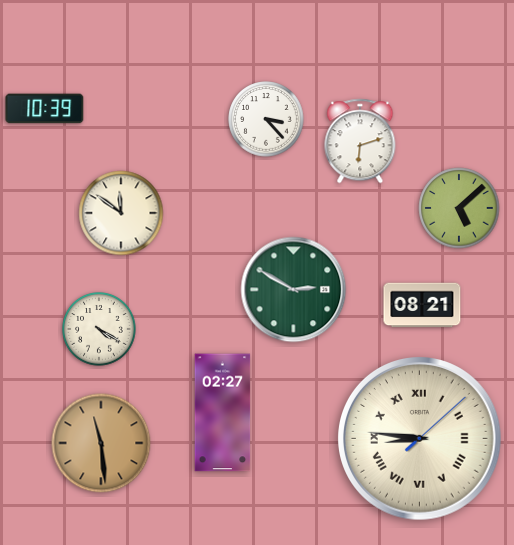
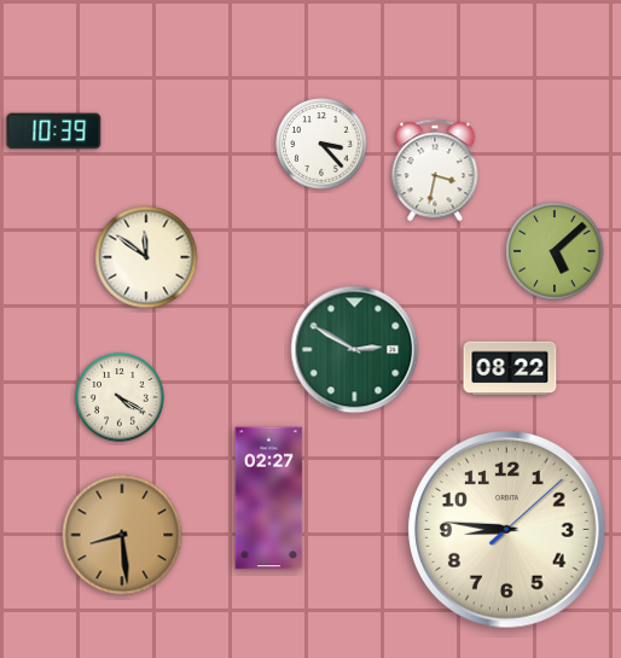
clock at (360, 141): 6:12 -> 3:32
clock at (422, 305): 08:21 -> 08:22
clock at (420, 439) numerals: Roman -> Arabic
clock at (101, 443): 11:29 -> 8:29
